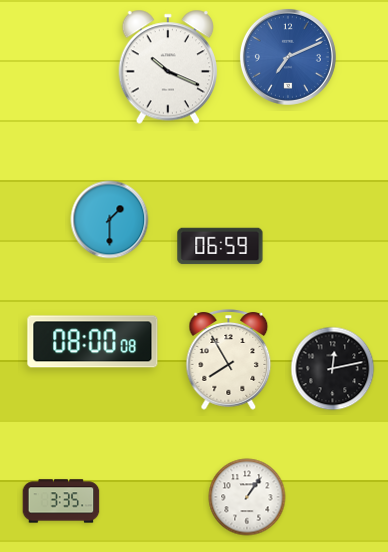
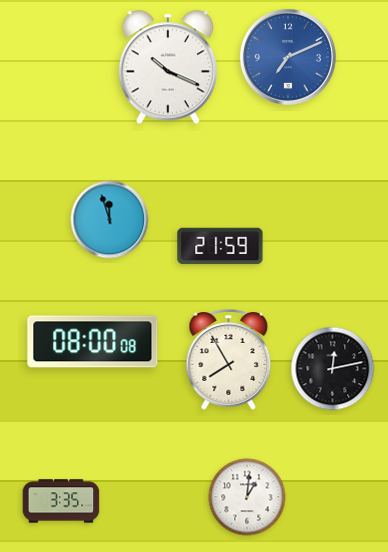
clock at (110, 220): 1:30 -> 11:57
clock at (220, 246): 06:59 -> 21:59
clock at (247, 497): 1:06 -> 1:01
